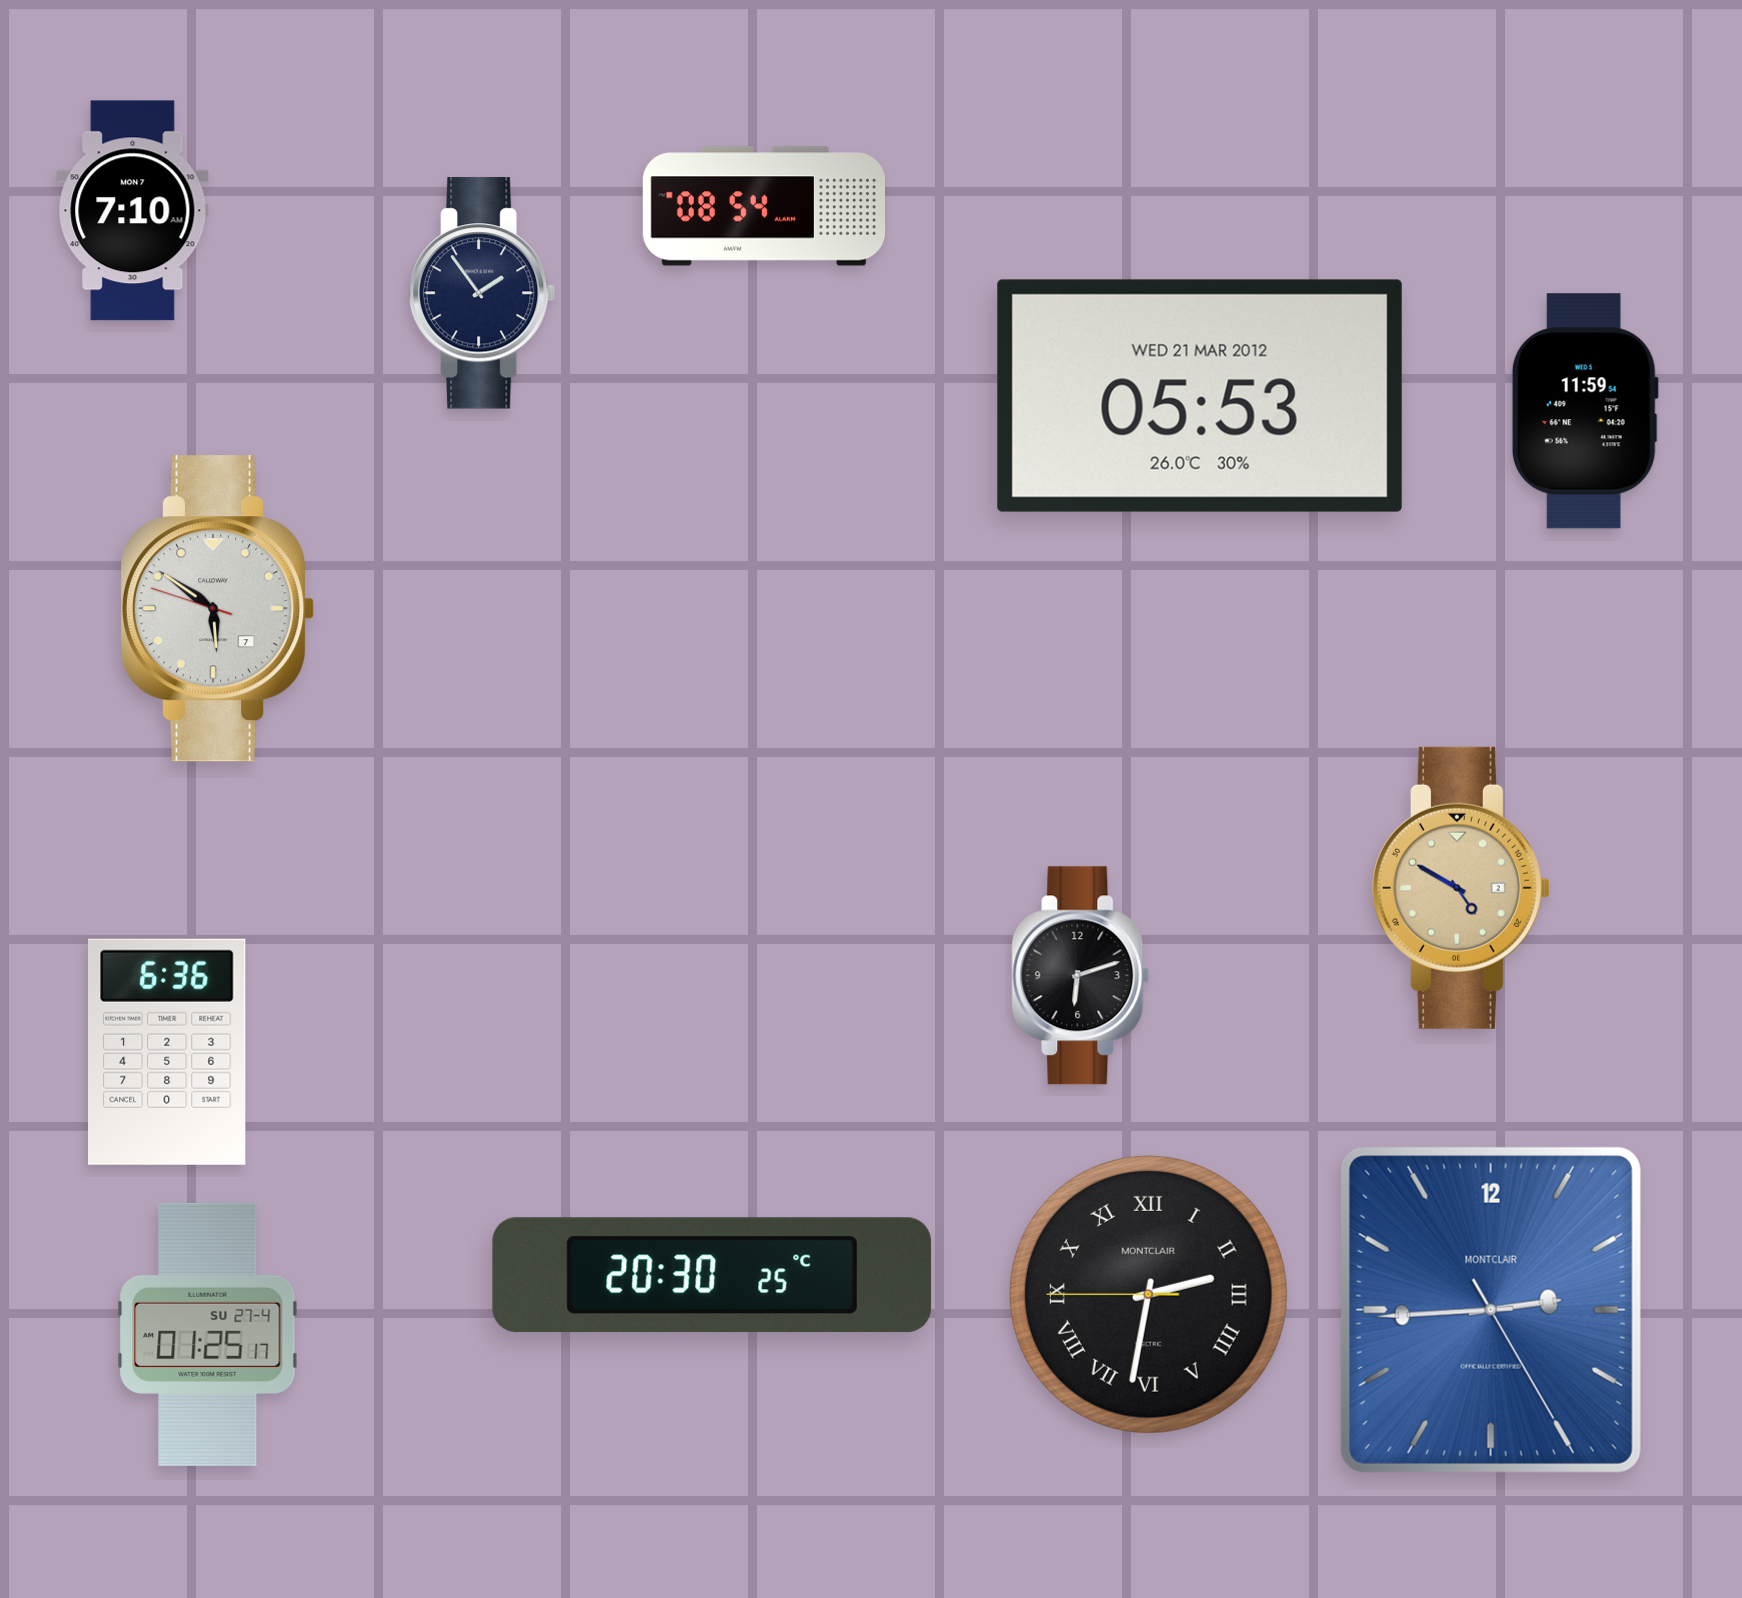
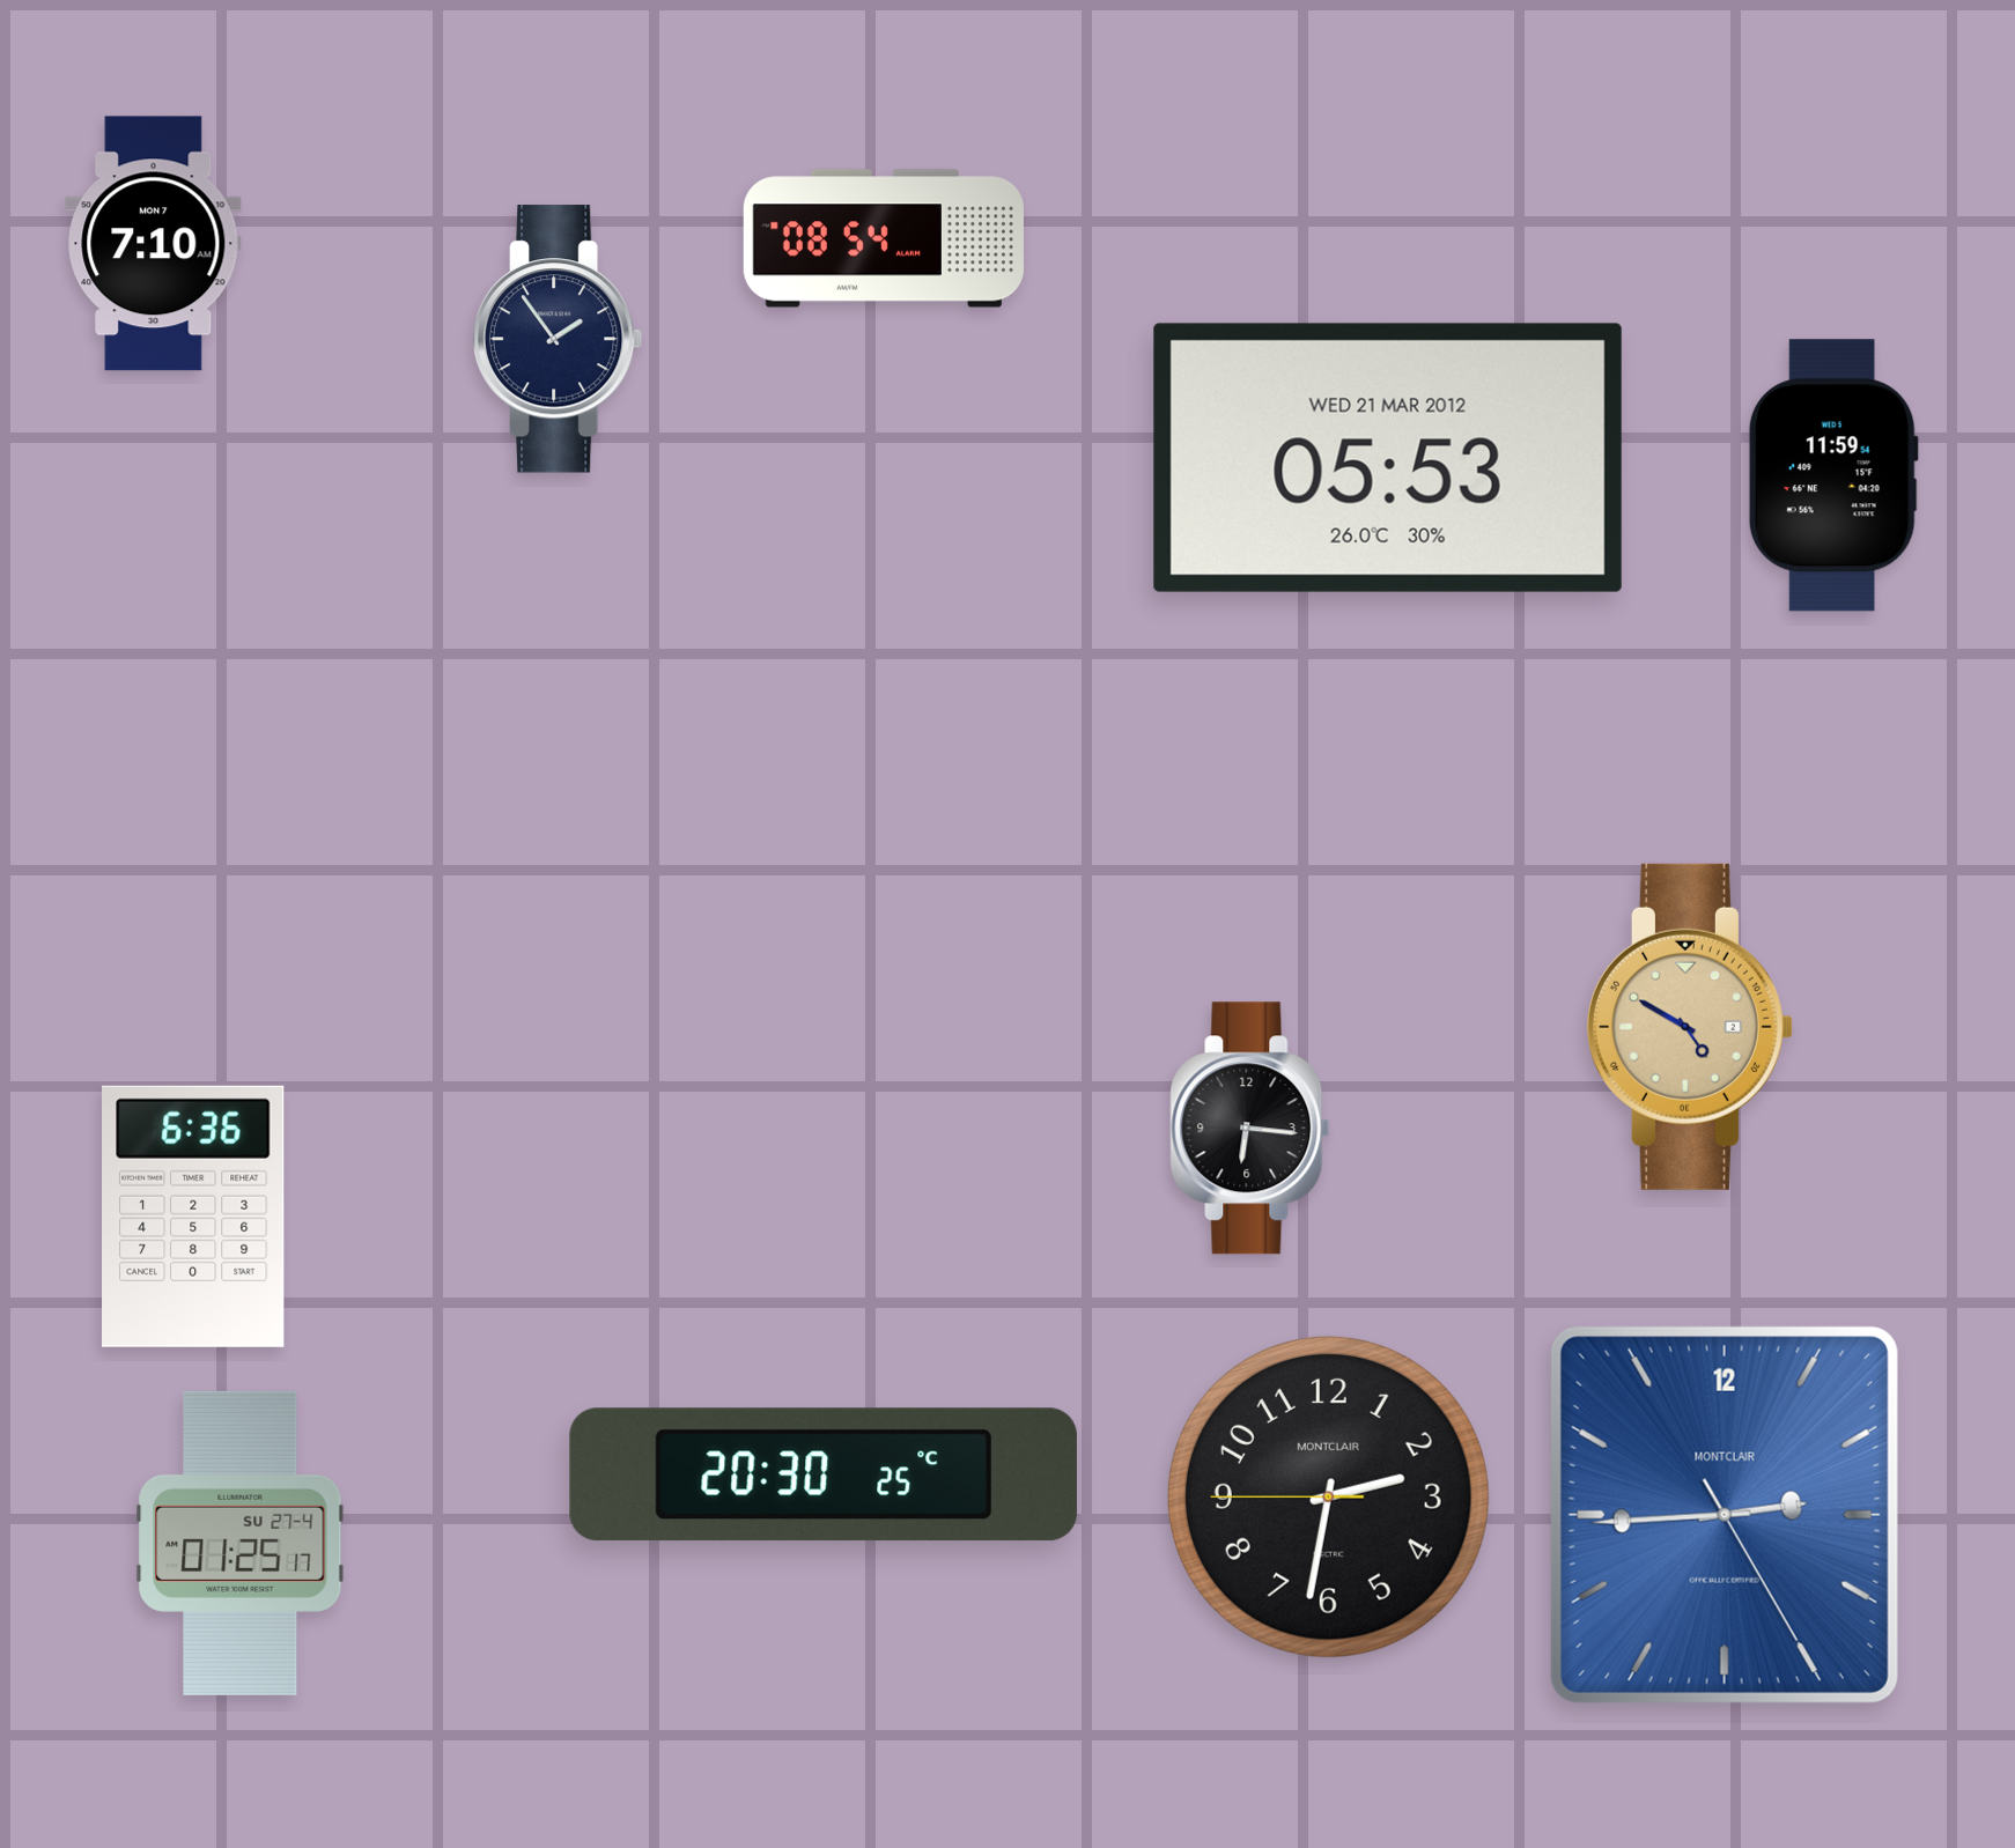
clock at (217, 609): 5:50 -> none
clock at (1081, 976): 6:12 -> 6:16
clock at (1148, 1294) numerals: Roman -> Arabic
